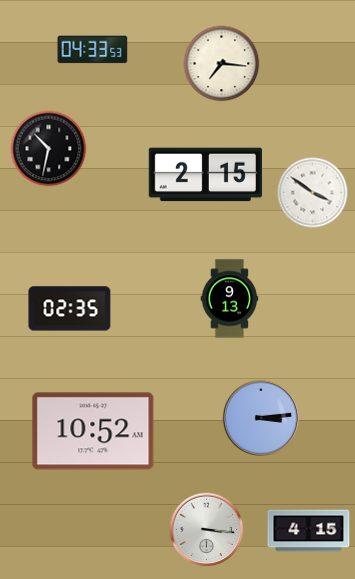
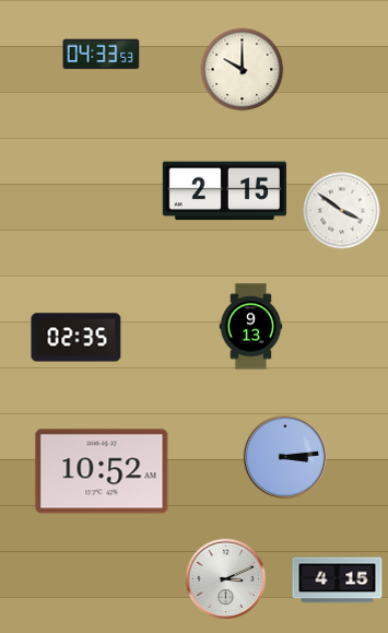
clock at (222, 64): 7:16 -> 10:00
clock at (49, 149): 10:32 -> none
clock at (207, 530): 3:16 -> 3:11
